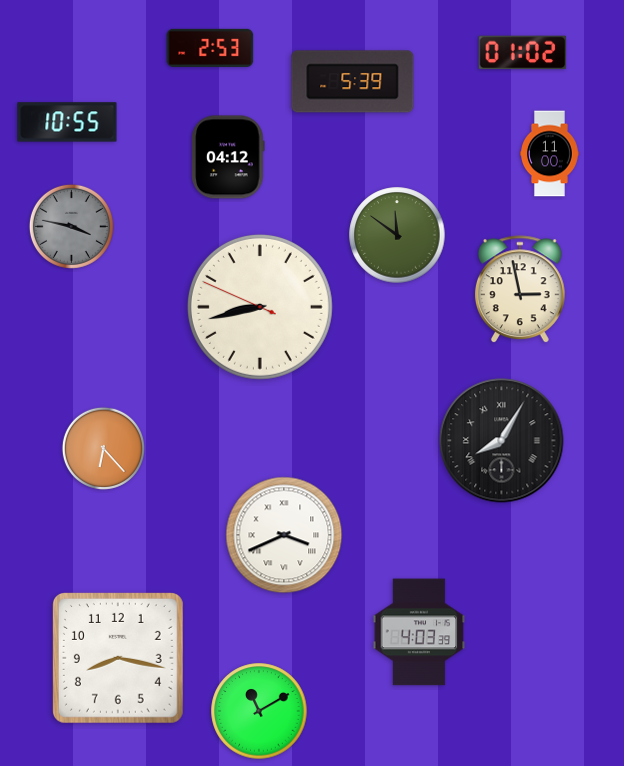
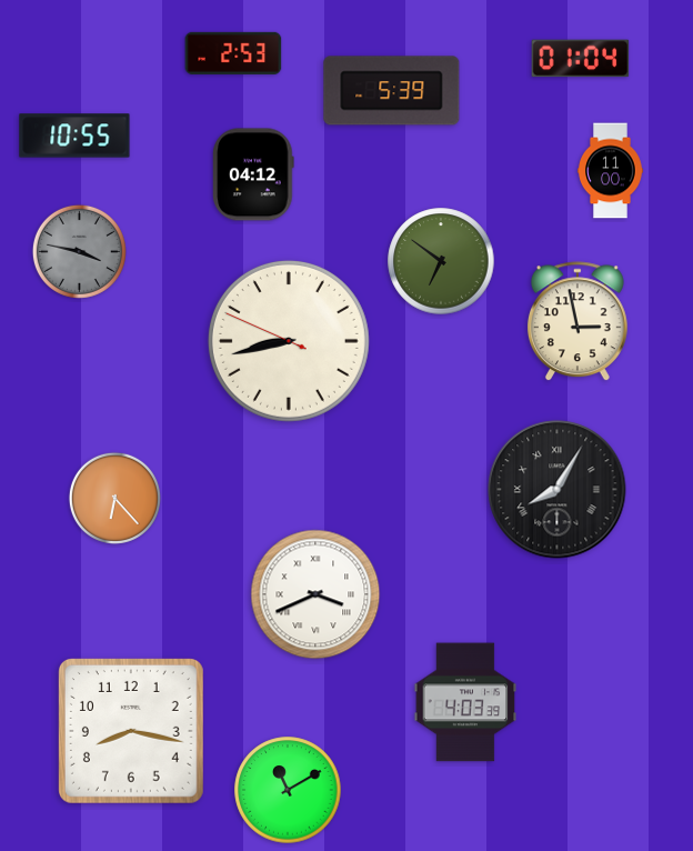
clock at (523, 53): 01:02 -> 01:04
clock at (397, 235): 11:51 -> 6:51
